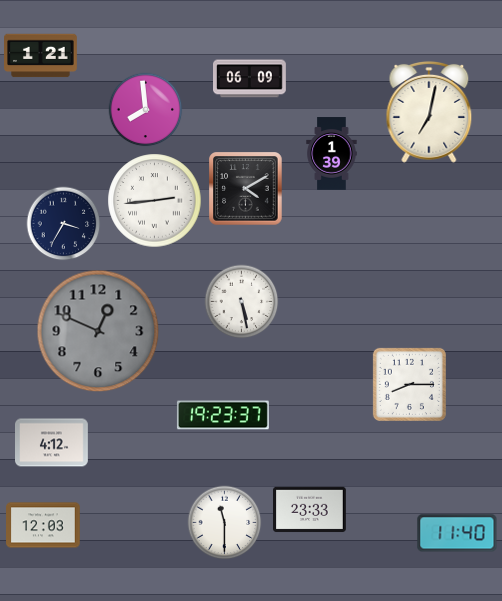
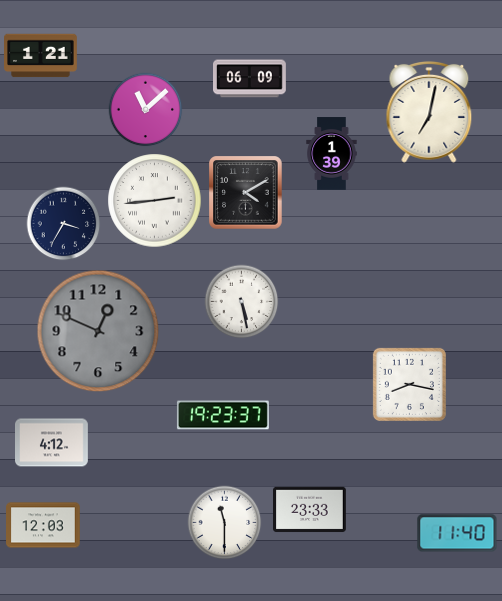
clock at (146, 110): 7:59 -> 11:08
clock at (246, 189) position: (246, 189) -> (246, 193)
clock at (409, 384): 8:15 -> 8:17
